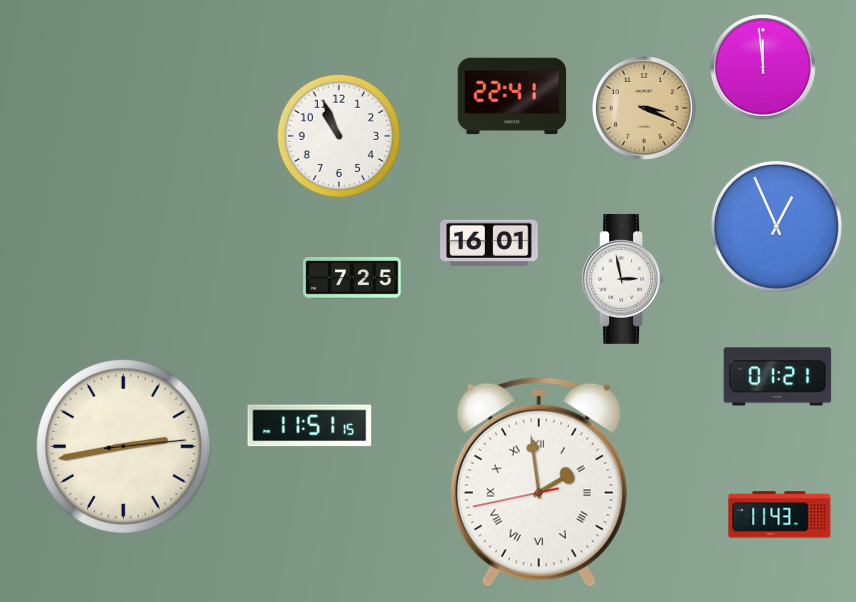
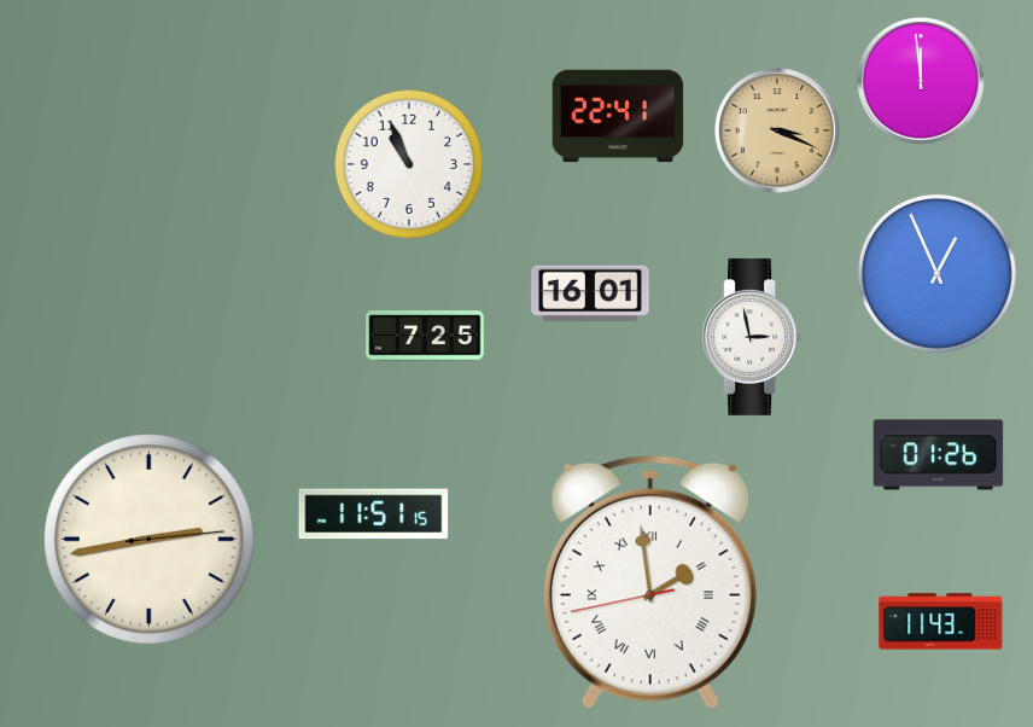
clock at (778, 377): 01:21 -> 01:26
